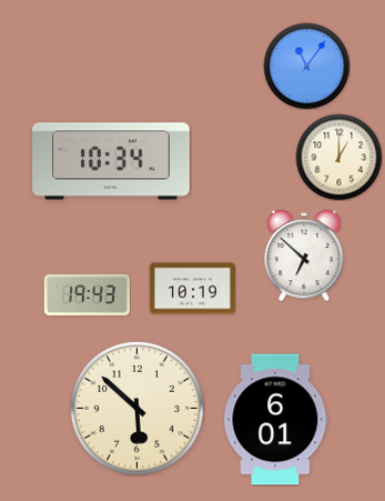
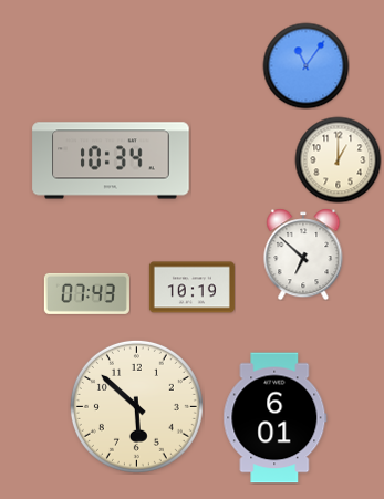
clock at (338, 157) position: (338, 157) -> (338, 159)
clock at (87, 294): 19:43 -> 07:43
